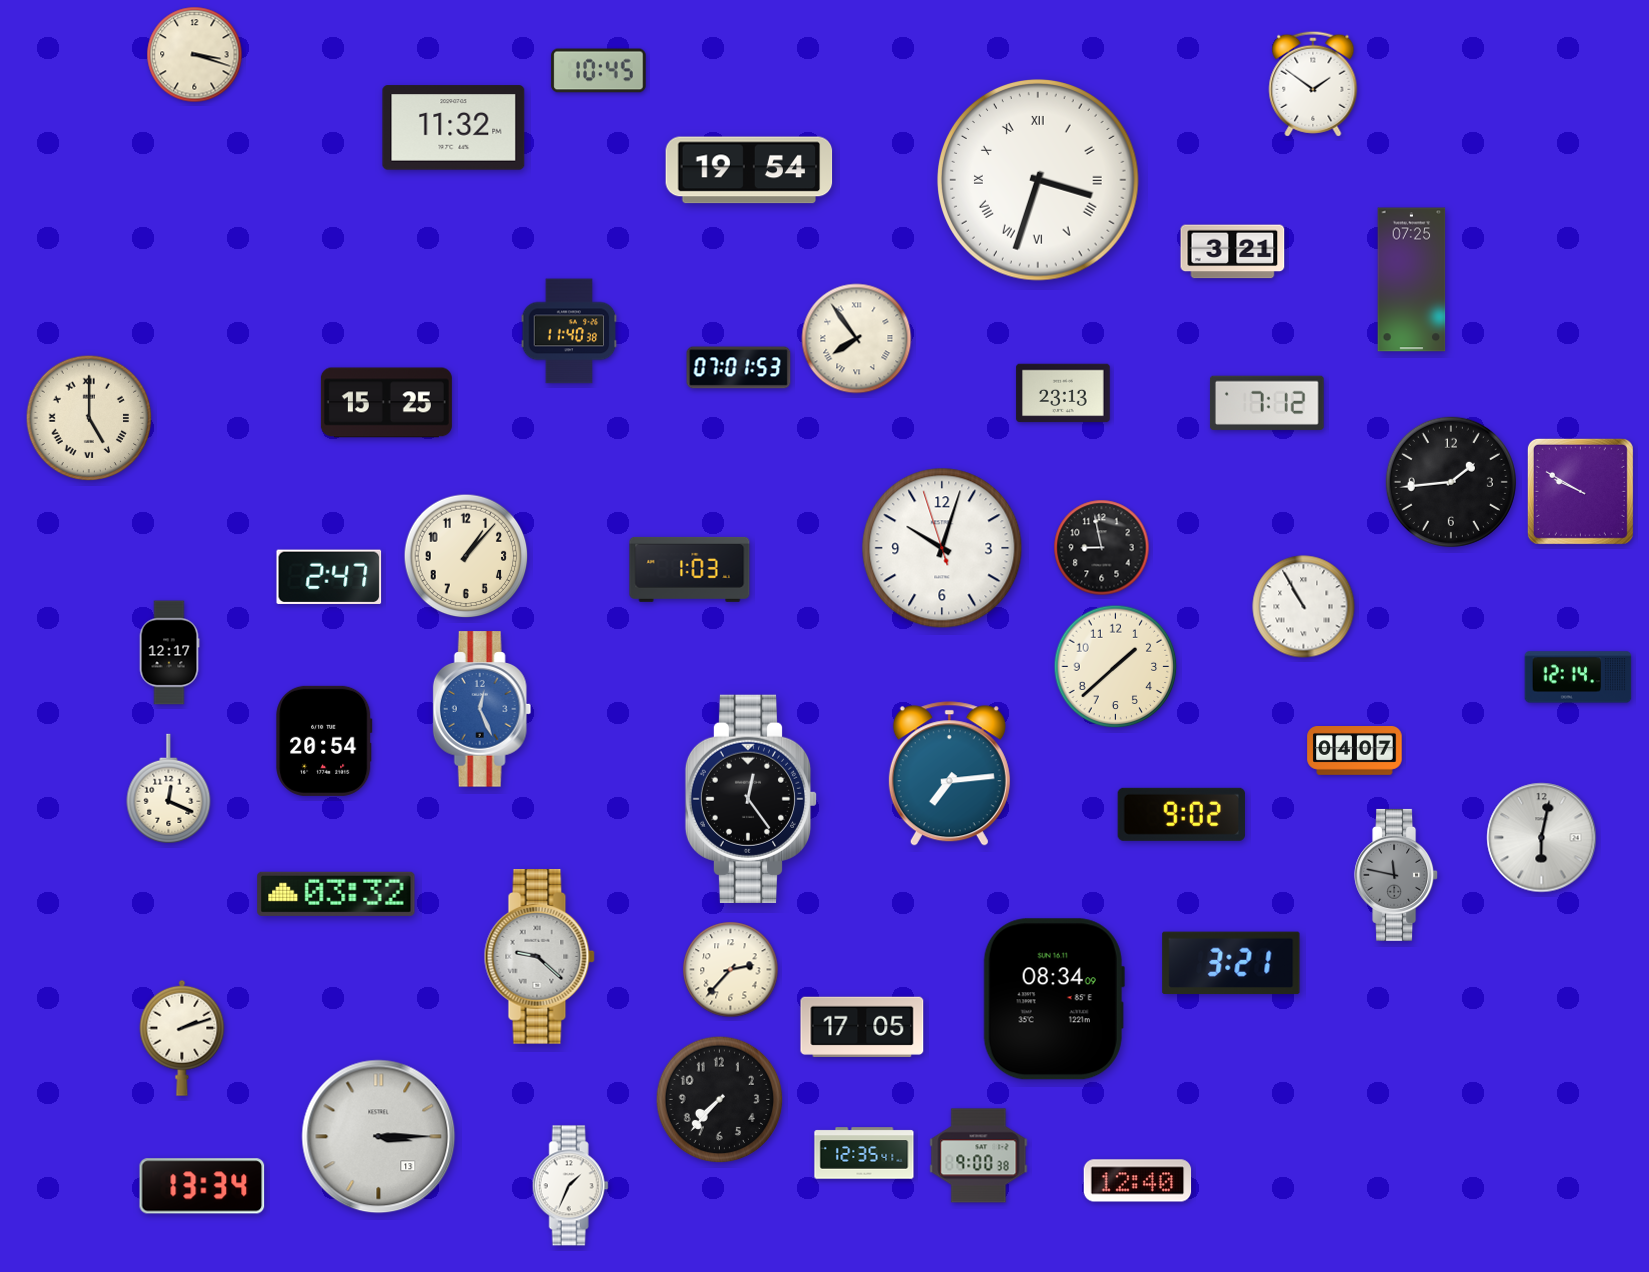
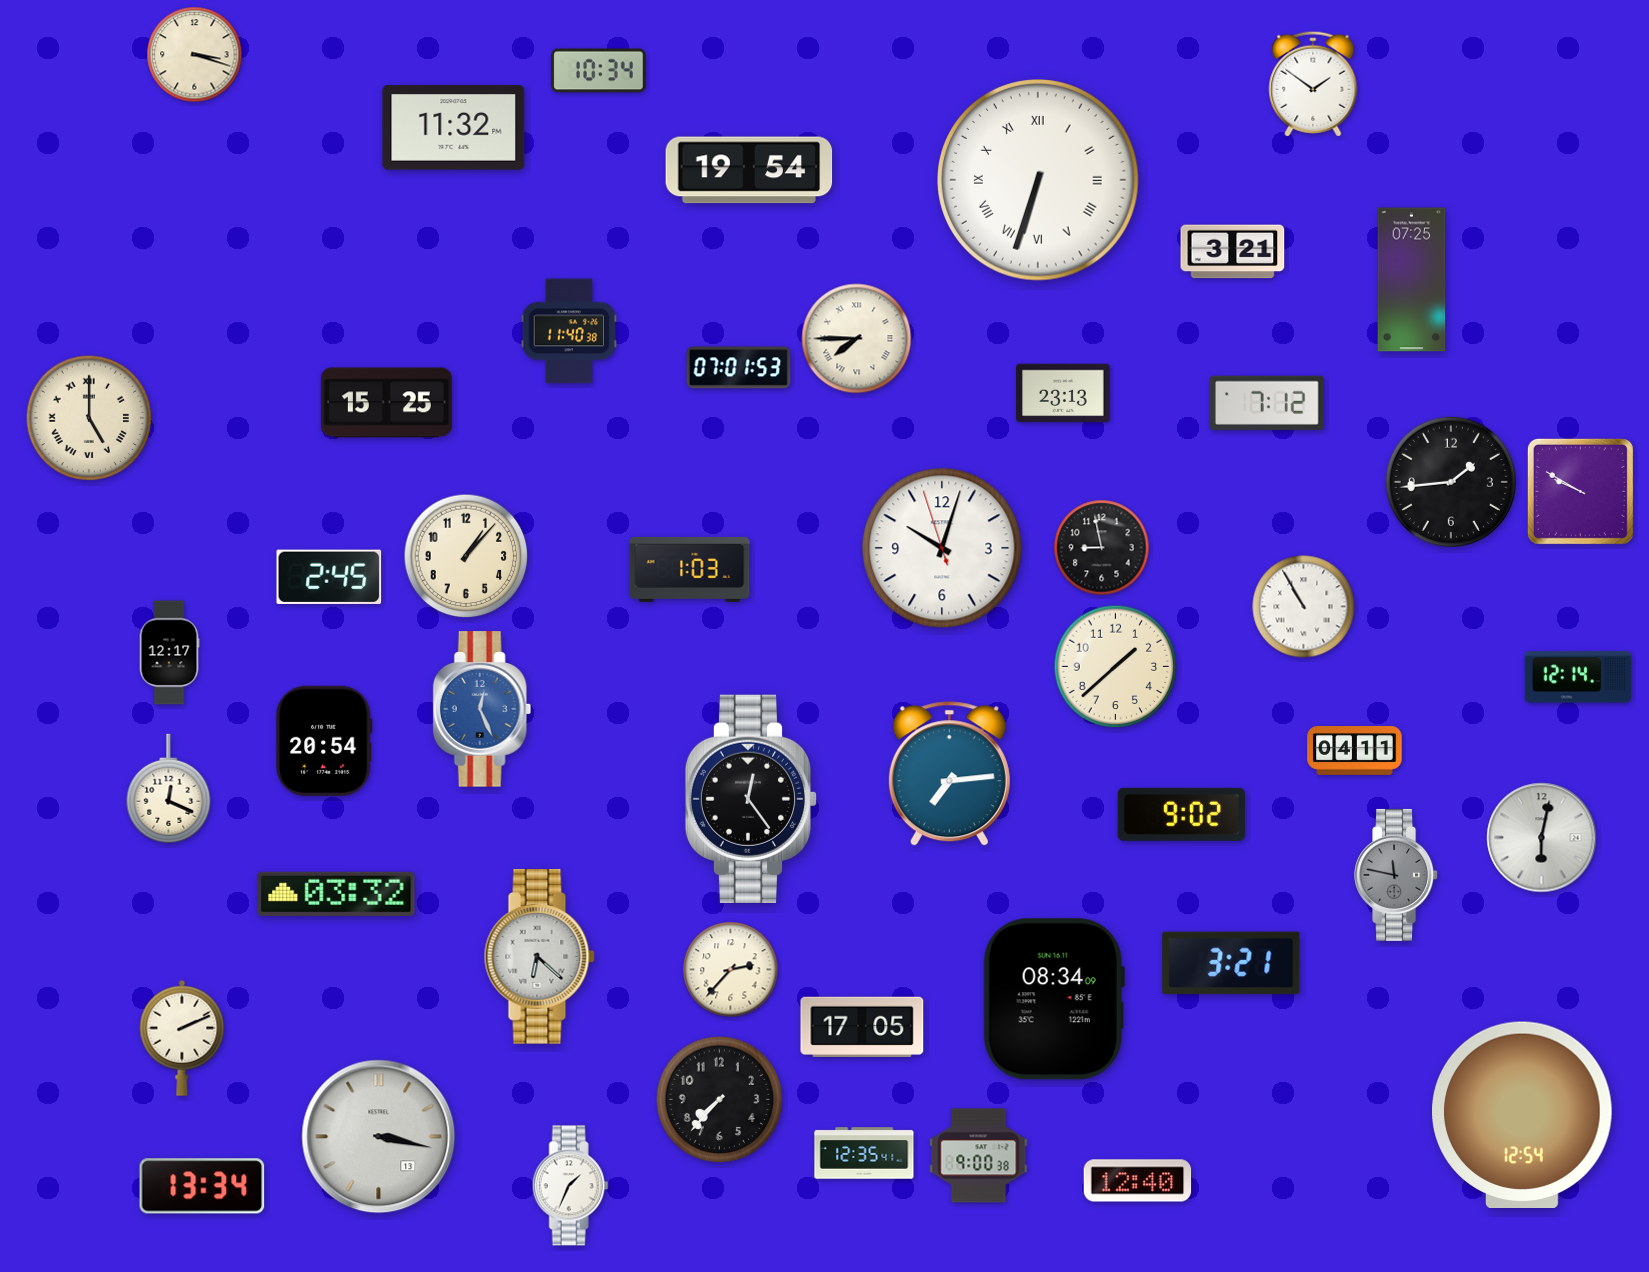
clock at (599, 71): 10:45 -> 10:34
clock at (1038, 180): 3:33 -> 6:33
clock at (857, 339): 7:54 -> 7:45
clock at (329, 577): 2:47 -> 2:45
clock at (1355, 751): 04:07 -> 04:11
clock at (539, 957): 9:22 -> 6:22
clock at (182, 1038): 2:12 -> 2:11
clock at (1523, 1115): none -> 12:54
clock at (379, 1137): 3:15 -> 3:17
